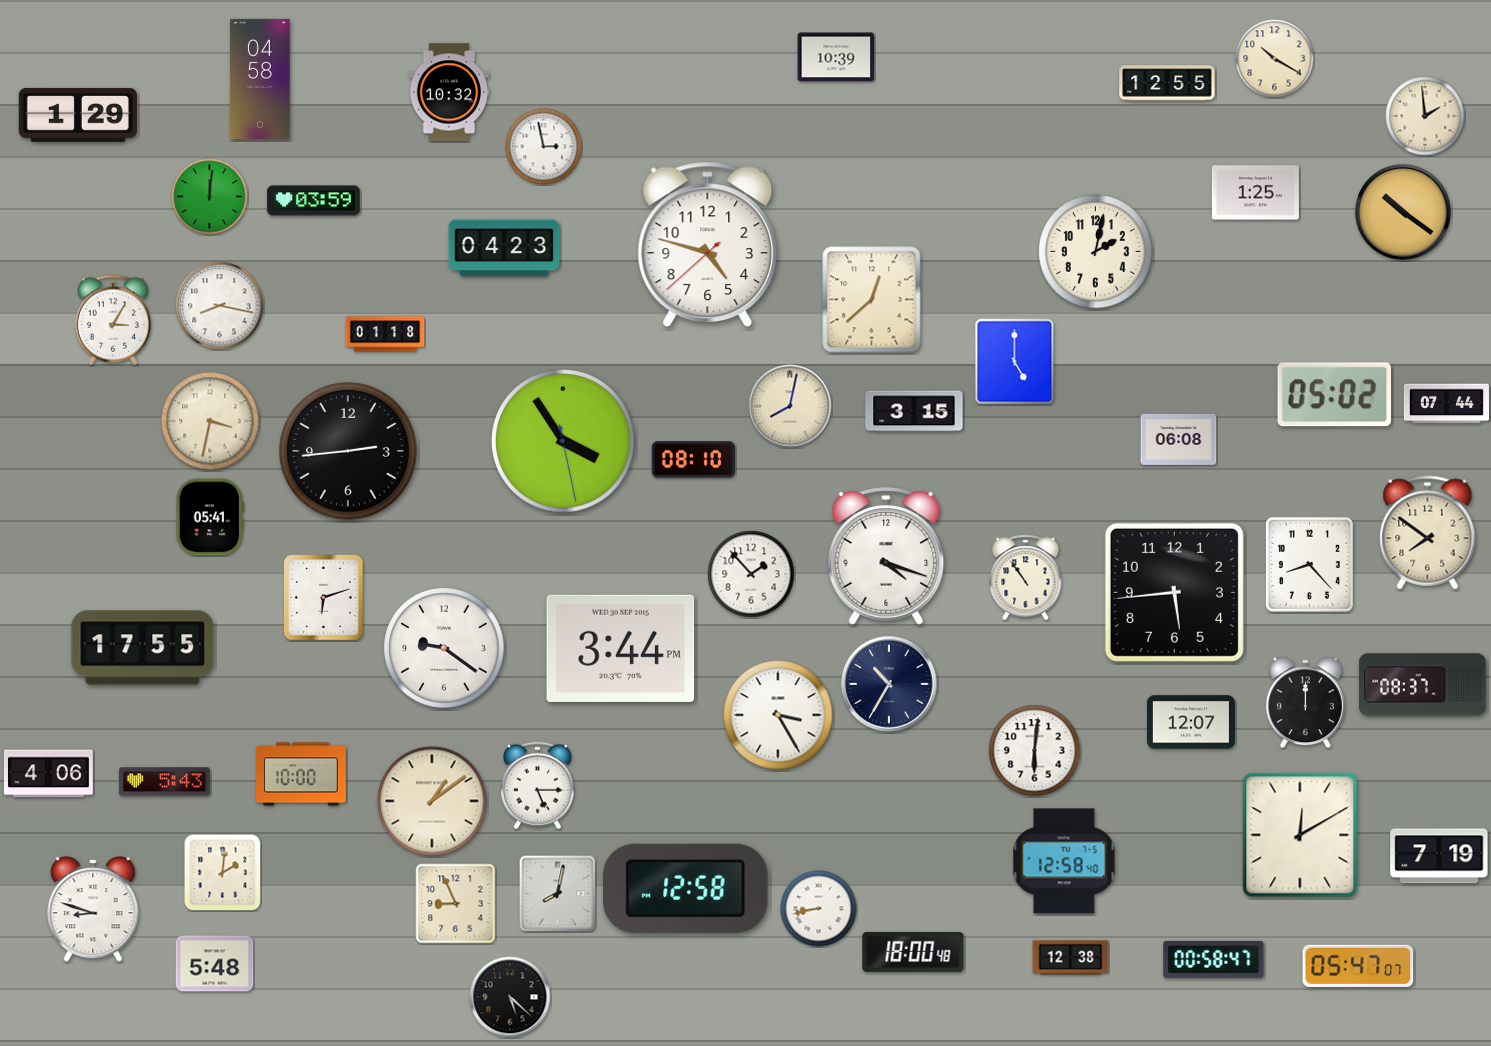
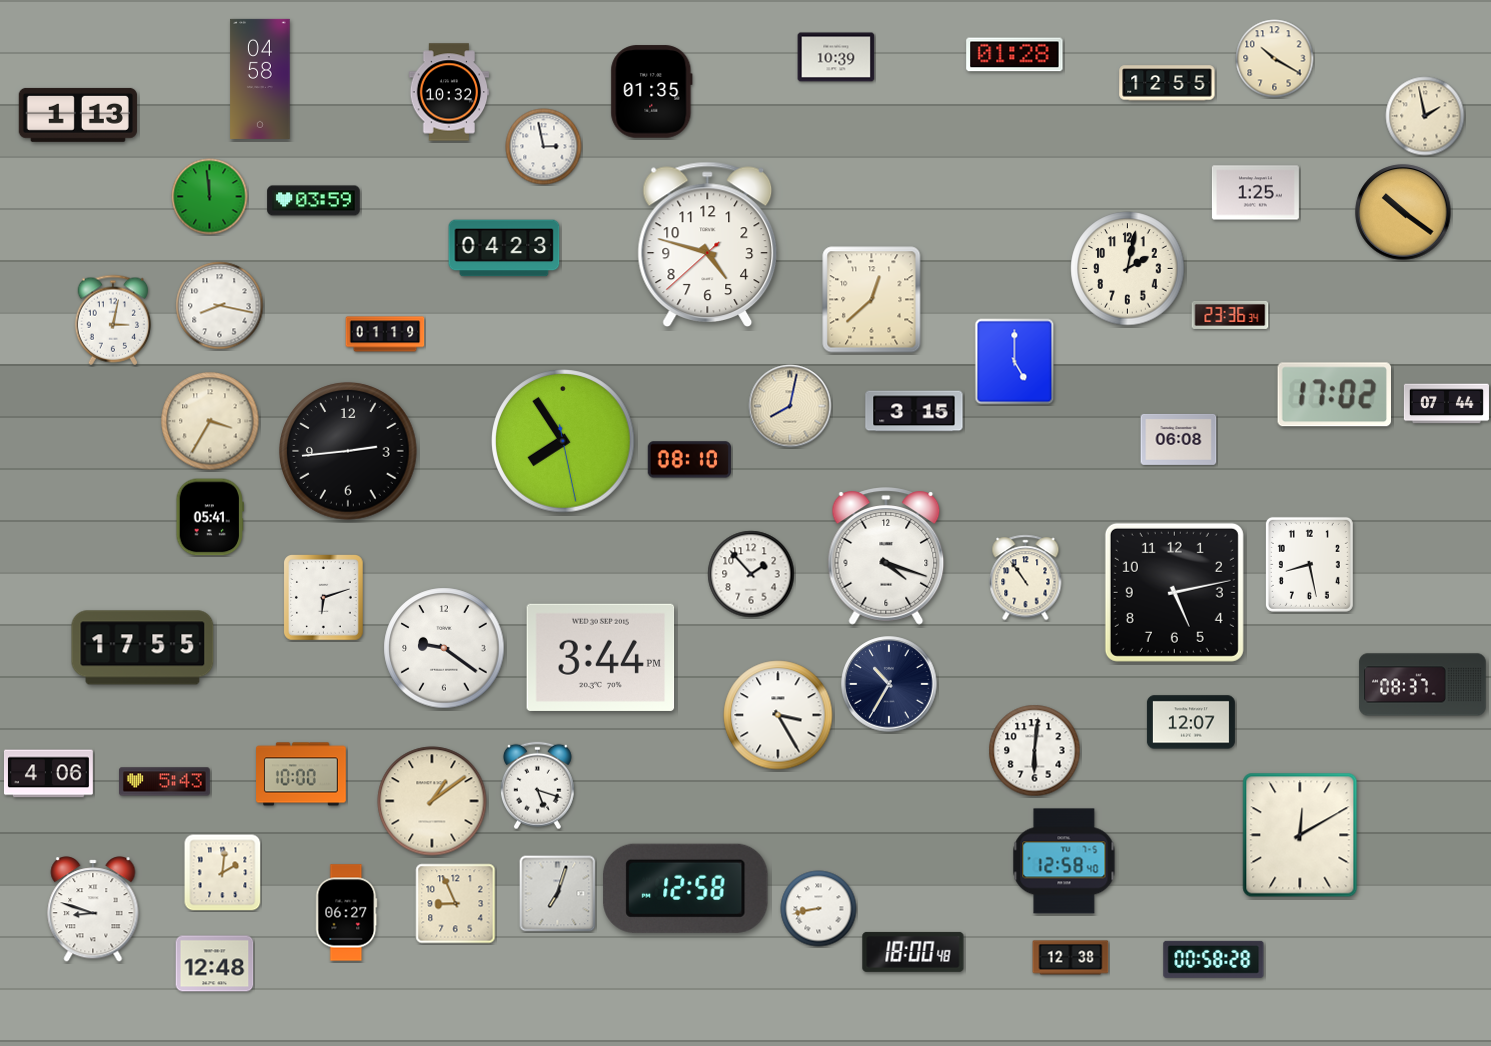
clock at (1015, 55): none -> 01:28
clock at (652, 92): none -> 01:35
clock at (78, 115): 1:29 -> 1:13
clock at (1425, 116): 1:59 -> 1:58
clock at (210, 197): 12:01 -> 11:59
clock at (1096, 252) position: (1096, 252) -> (1128, 269)
clock at (1230, 315): none -> 23:36
clock at (113, 320): 3:05 -> 3:02
clock at (385, 334): 01:18 -> 01:19
clock at (1335, 395): 05:02 -> 17:02
clock at (210, 421): 3:32 -> 3:35
clock at (563, 441): 3:54 -> 7:54
clock at (693, 460) position: (693, 460) -> (689, 460)
clock at (1428, 533): 7:51 -> none
clock at (1309, 564): 8:23 -> 8:28
clock at (1174, 592): 5:44 -> 5:13
clock at (621, 648) position: (621, 648) -> (601, 657)
clock at (1305, 703): 12:00 -> none
clock at (537, 786): 5:15 -> 5:18
clock at (1439, 856): 7:19 -> none
clock at (558, 894): 8:02 -> 7:03
clock at (347, 913): none -> 06:27
clock at (1214, 959): 00:58:47 -> 00:58:28
clock at (215, 964): 5:48 -> 12:48
clock at (1358, 966): 05:47 -> none
clock at (510, 997): 5:22 -> none
